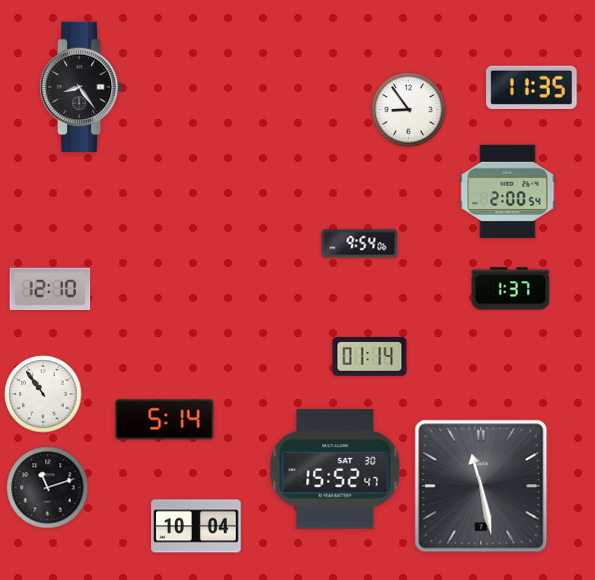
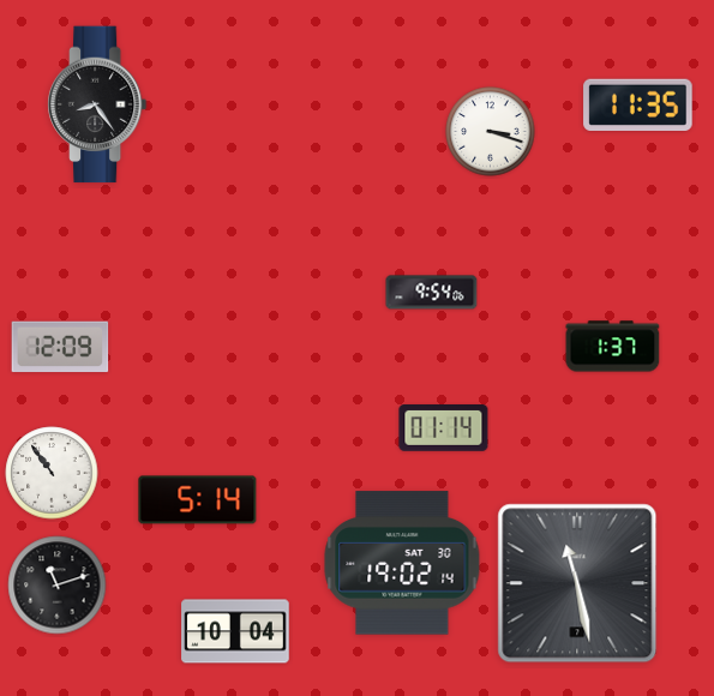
clock at (409, 110): 8:54 -> 3:18
clock at (508, 192): 2:00 -> none
clock at (50, 289): 12:10 -> 12:09
clock at (165, 420) position: (165, 420) -> (198, 500)
clock at (335, 469): 15:52 -> 19:02
